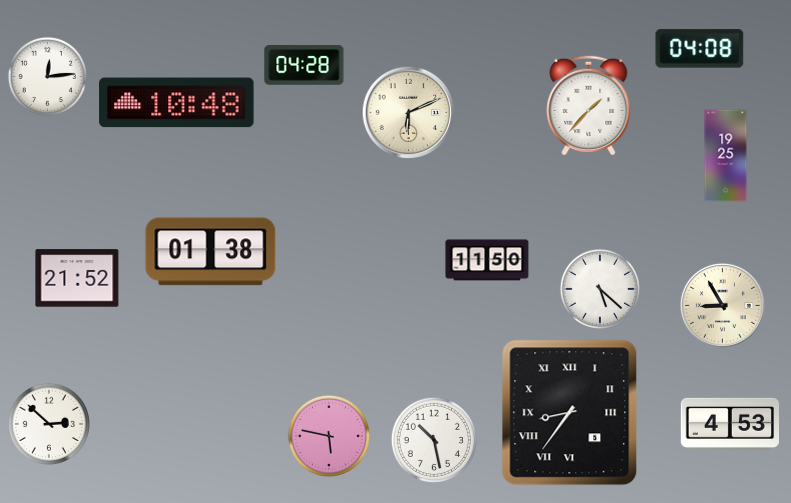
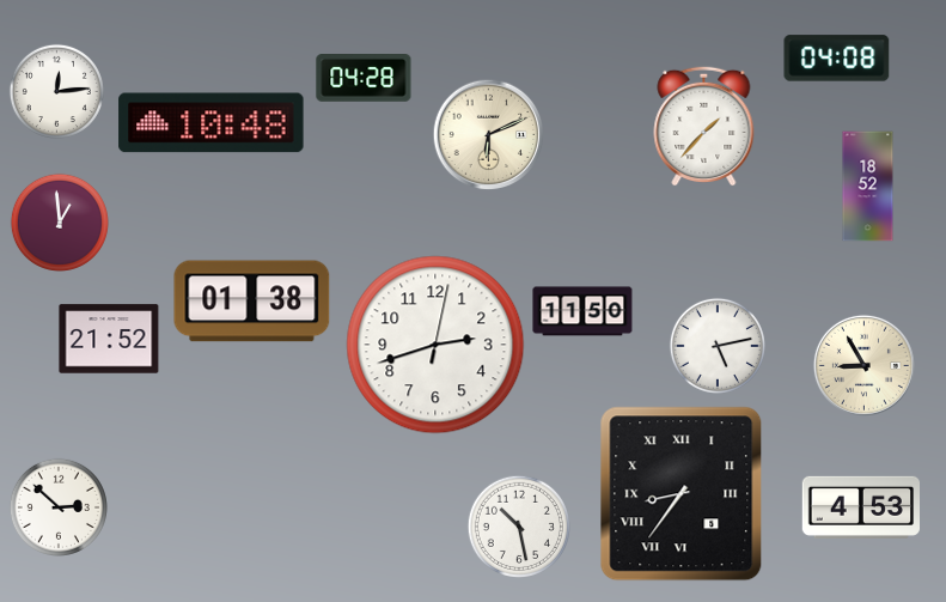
clock at (726, 156): 19:25 -> 18:52
clock at (60, 223): none -> 12:59
clock at (77, 278) position: (77, 278) -> (109, 339)
clock at (435, 345): none -> 2:42
clock at (600, 289): 5:22 -> 5:13
clock at (730, 424) position: (730, 424) -> (861, 507)
clock at (329, 436): 5:47 -> none
